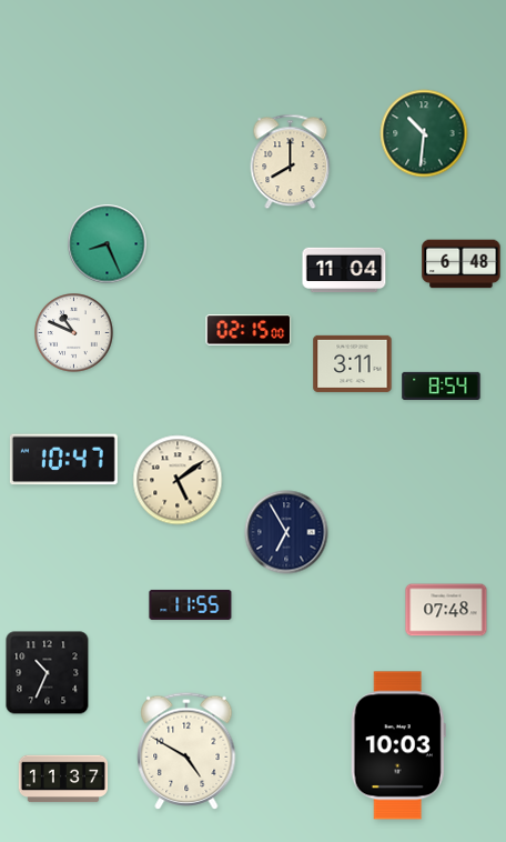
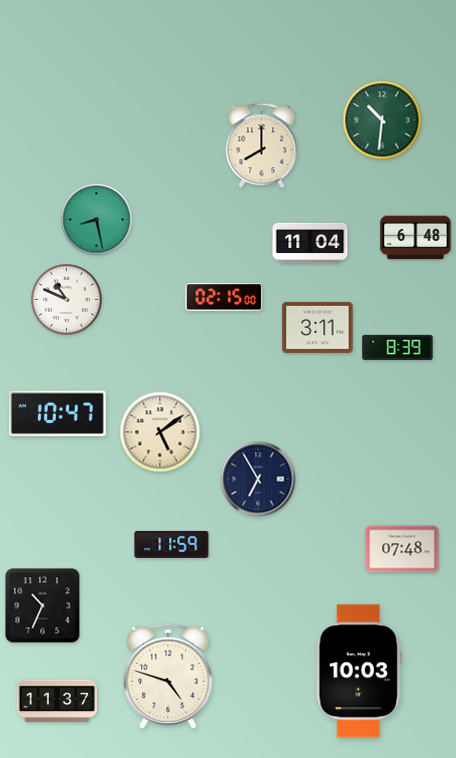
clock at (108, 244): 8:26 -> 8:28
clock at (442, 385): 8:54 -> 8:39
clock at (191, 604): 11:55 -> 11:59
clock at (186, 751): 4:50 -> 4:48
